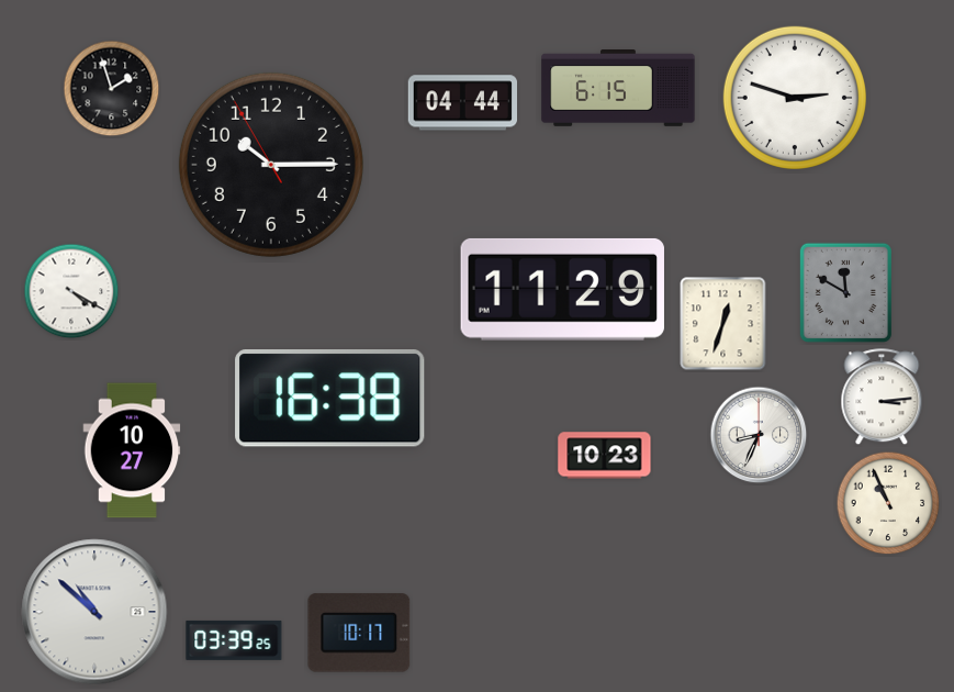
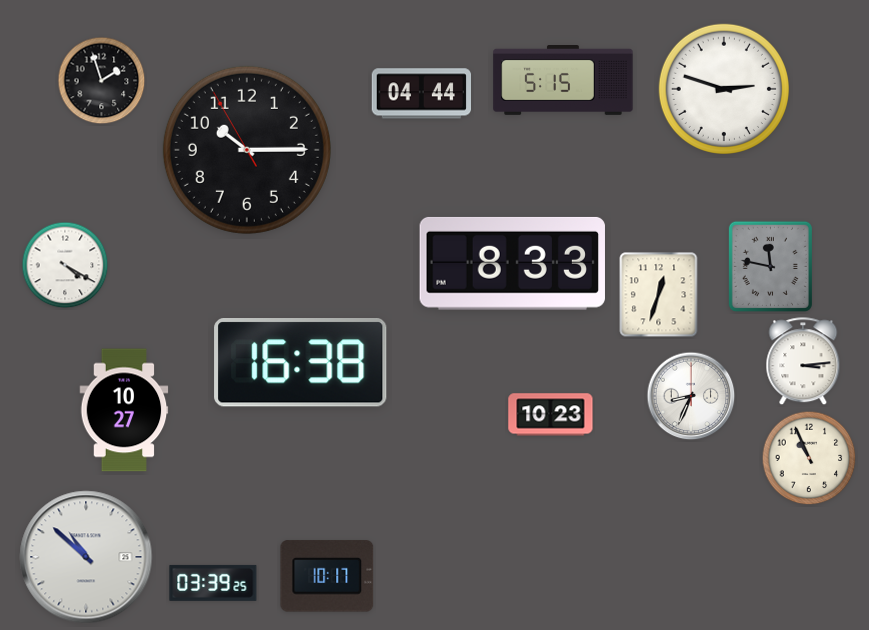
clock at (618, 89): 6:15 -> 5:15
clock at (562, 289): 11:29 -> 8:33
clock at (845, 292): 11:50 -> 11:47
clock at (132, 450) position: (132, 450) -> (124, 410)
